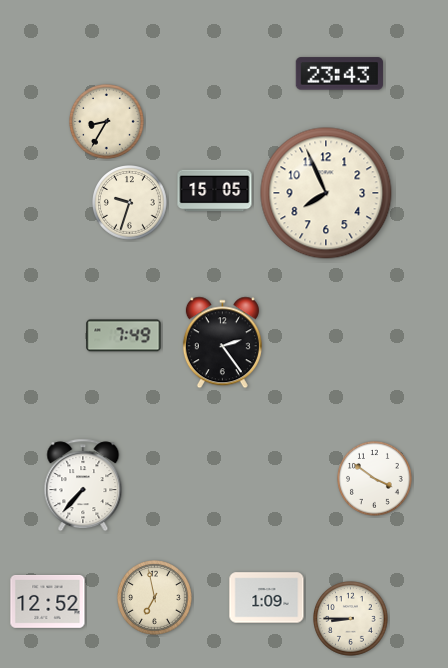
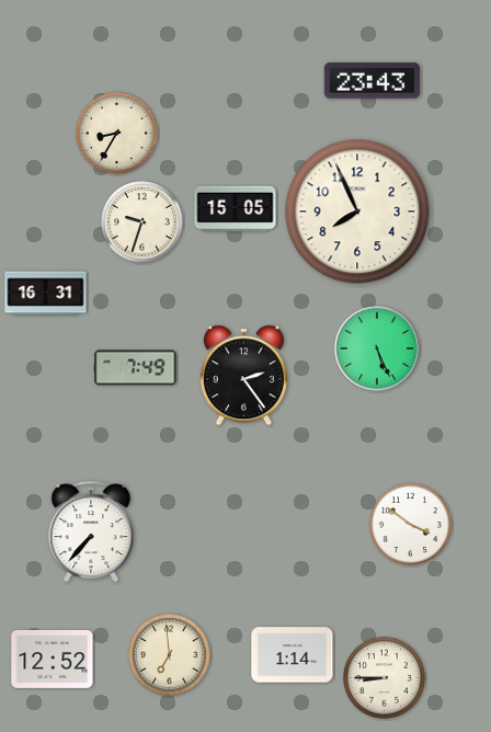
clock at (46, 294): none -> 16:31
clock at (377, 348): none -> 5:26
clock at (155, 598): 6:58 -> 6:59
clock at (267, 598): 1:09 -> 1:14
